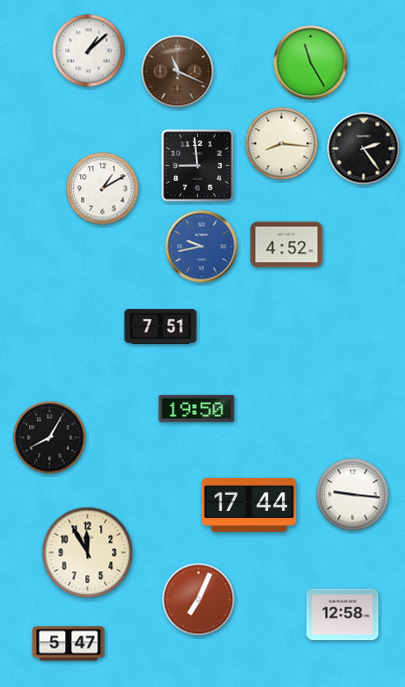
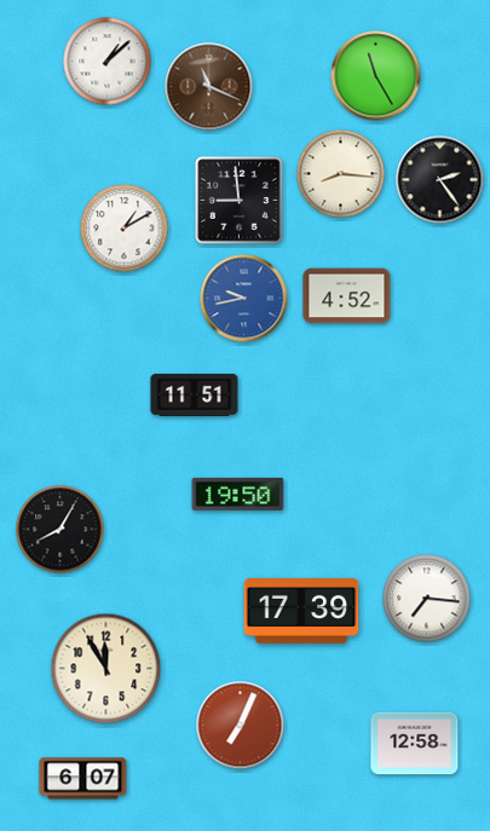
clock at (178, 72) position: (178, 72) -> (209, 87)
clock at (161, 326): 7:51 -> 11:51
clock at (353, 495): 9:16 -> 7:16
clock at (249, 506): 17:44 -> 17:39
clock at (69, 644): 5:47 -> 6:07
